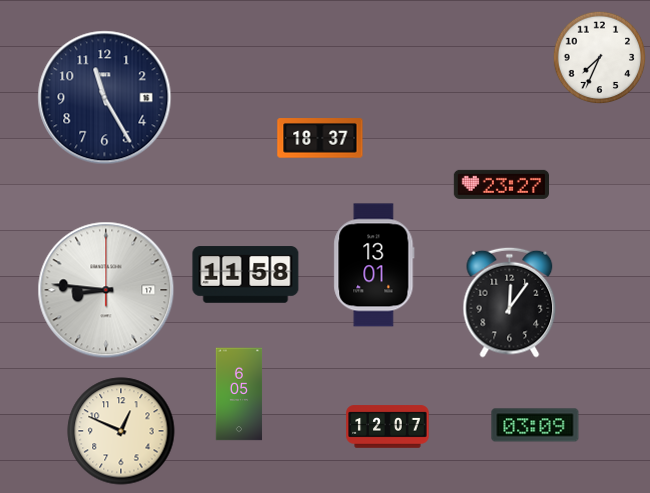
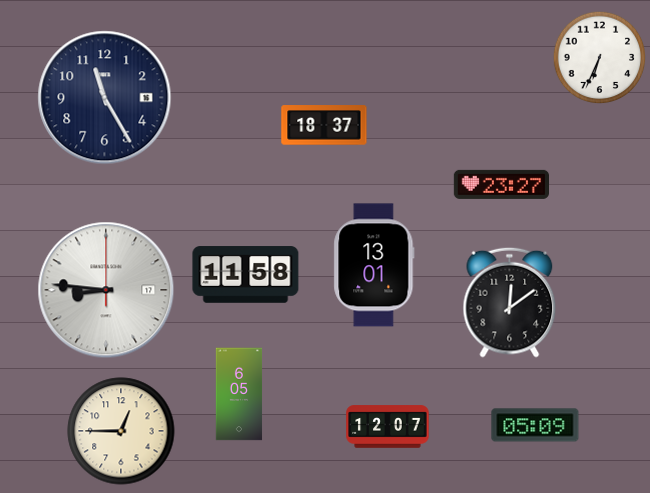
clock at (600, 58): 7:34 -> 6:34
clock at (320, 138) position: (320, 138) -> (324, 125)
clock at (510, 302): 12:06 -> 12:09
clock at (535, 425): 03:09 -> 05:09
clock at (121, 431): 12:49 -> 12:45
